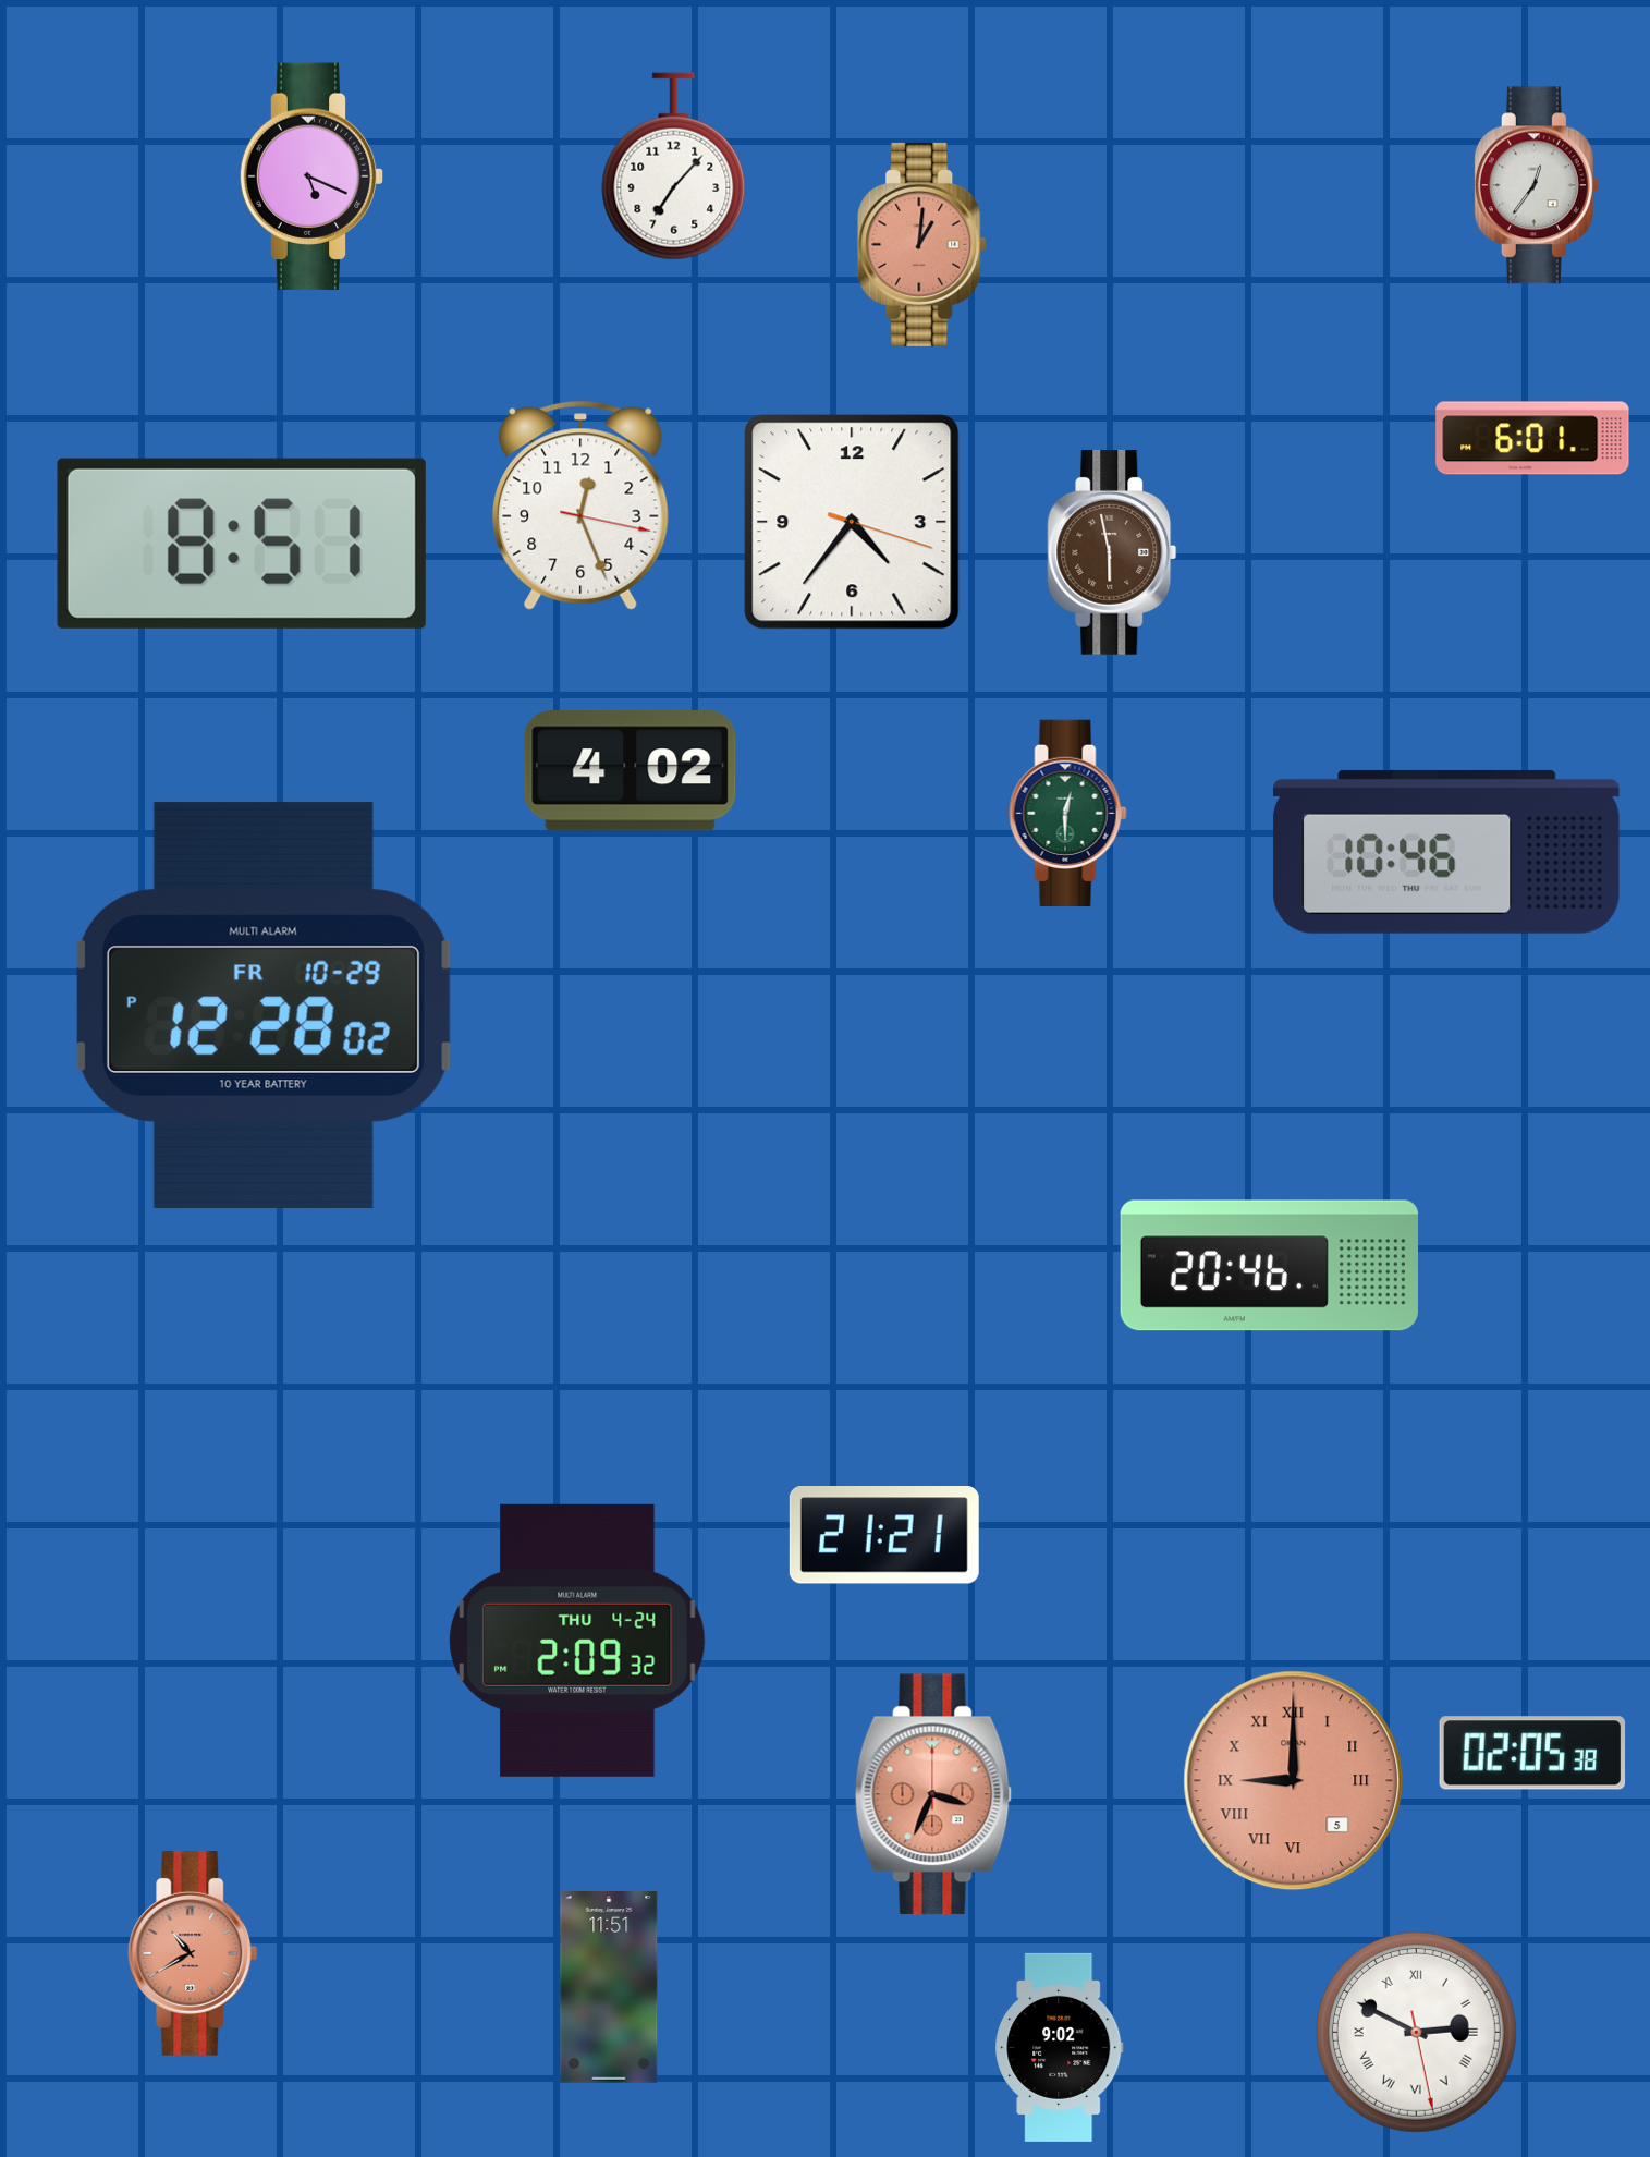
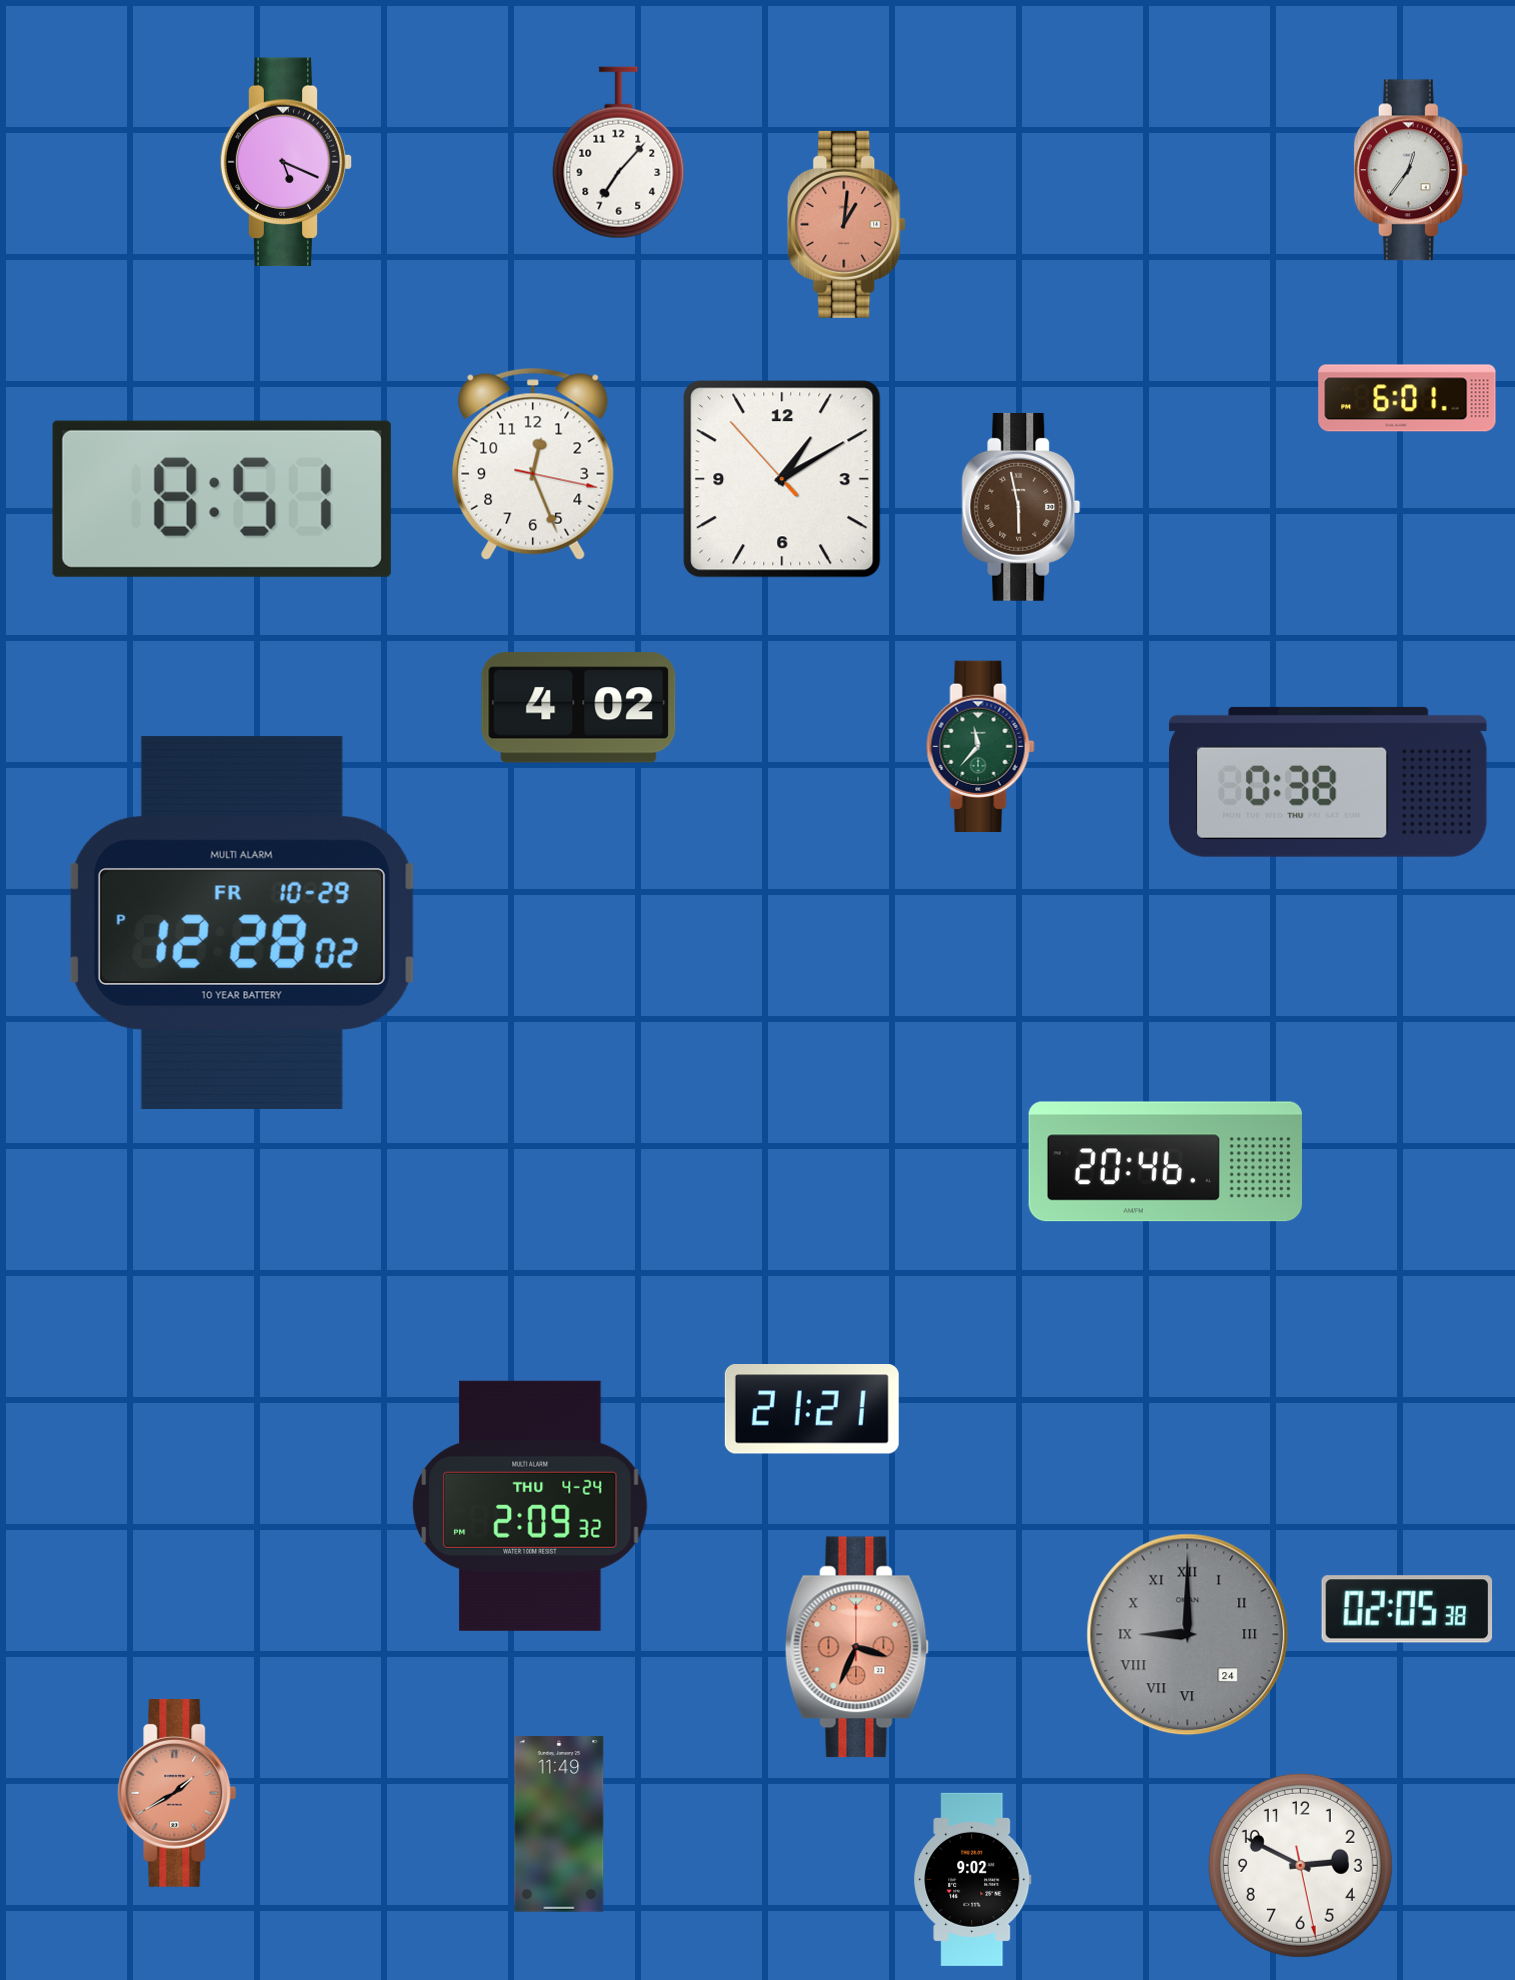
clock at (1532, 438) position: (1532, 438) -> (1407, 398)
clock at (852, 522): 4:36 -> 1:09
clock at (1068, 813): 12:30 -> 11:37
clock at (1446, 852): 10:46 -> 0:38
clock at (1294, 1781) date: 5 -> 24
clock at (1294, 1781) dial: salmon -> grey
clock at (193, 1953): 10:40 -> 1:40
clock at (609, 1987): 11:51 -> 11:49
clock at (1416, 2032) numerals: Roman -> Arabic
